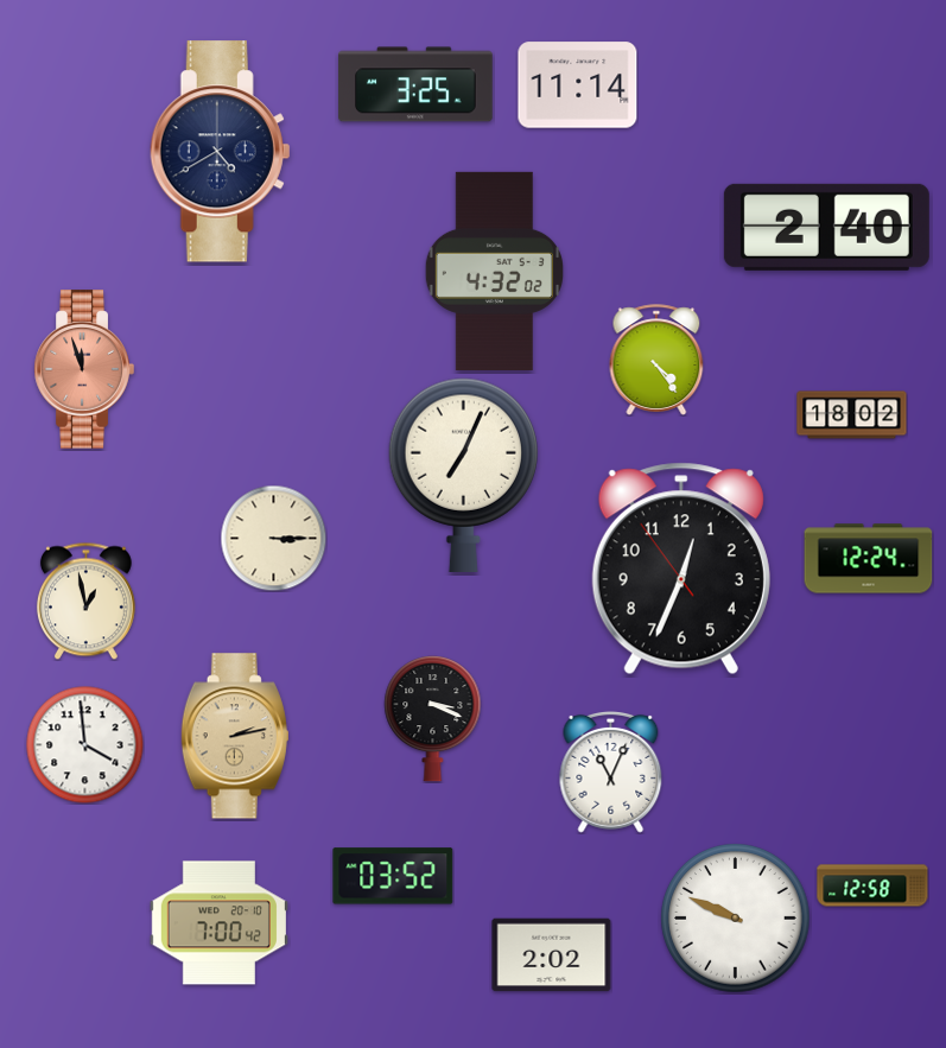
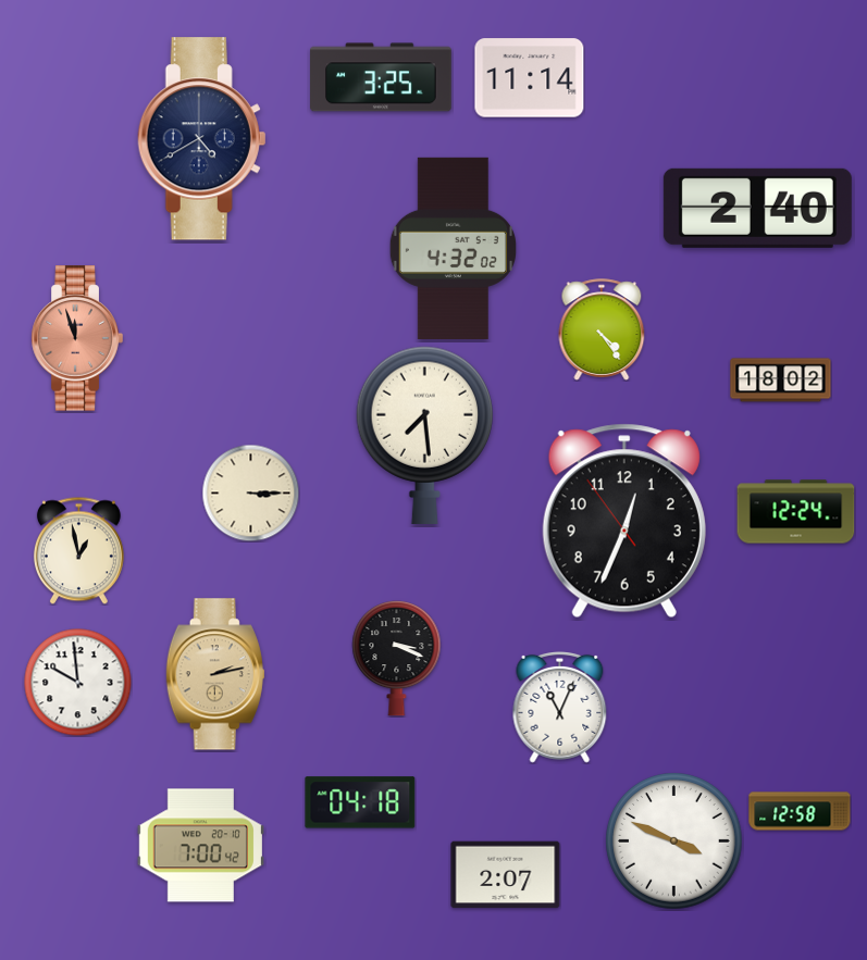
clock at (463, 475): 7:04 -> 7:29
clock at (85, 745): 3:59 -> 9:59
clock at (393, 876): 03:52 -> 04:18
clock at (736, 919): 9:49 -> 3:49
clock at (552, 955): 2:02 -> 2:07
